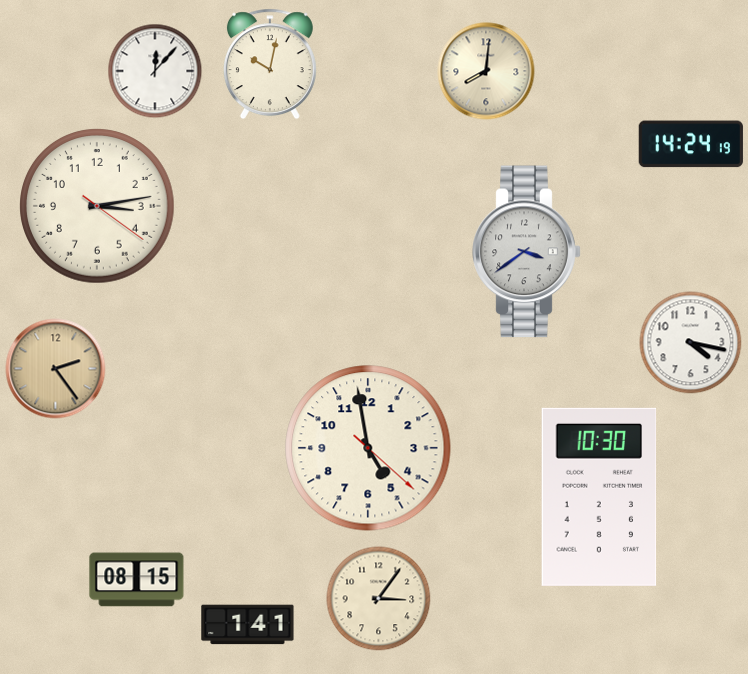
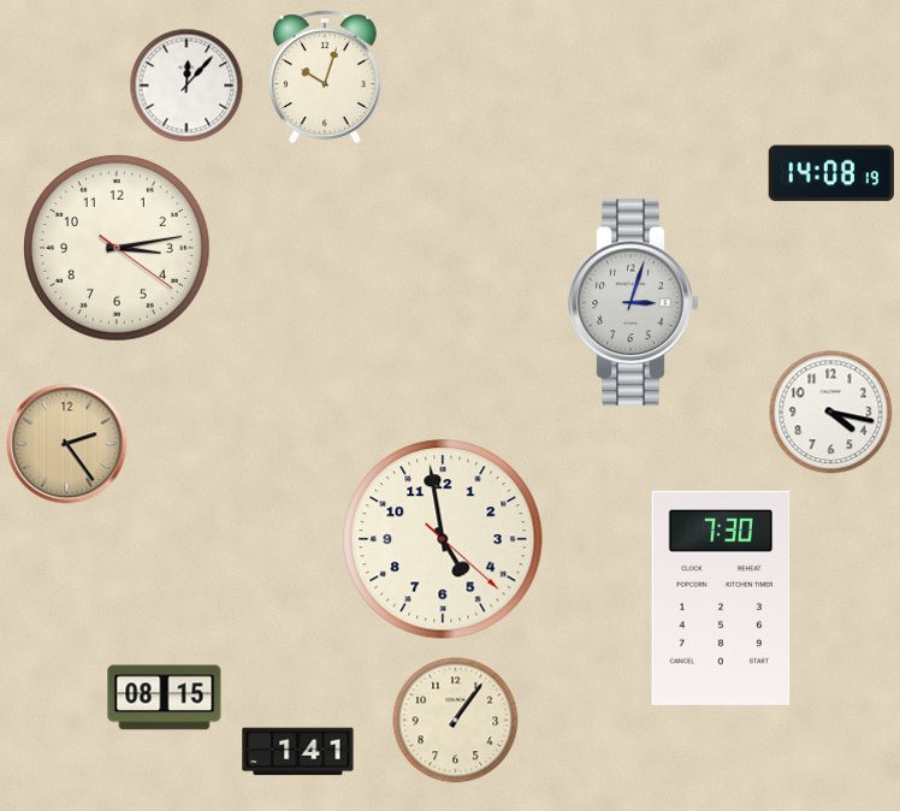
clock at (270, 64): 10:02 -> 10:03
clock at (486, 71): 8:01 -> none
clock at (691, 144): 14:24 -> 14:08
clock at (527, 252): 3:39 -> 3:03
clock at (599, 497): 10:30 -> 7:30
clock at (379, 599): 3:06 -> 1:06
